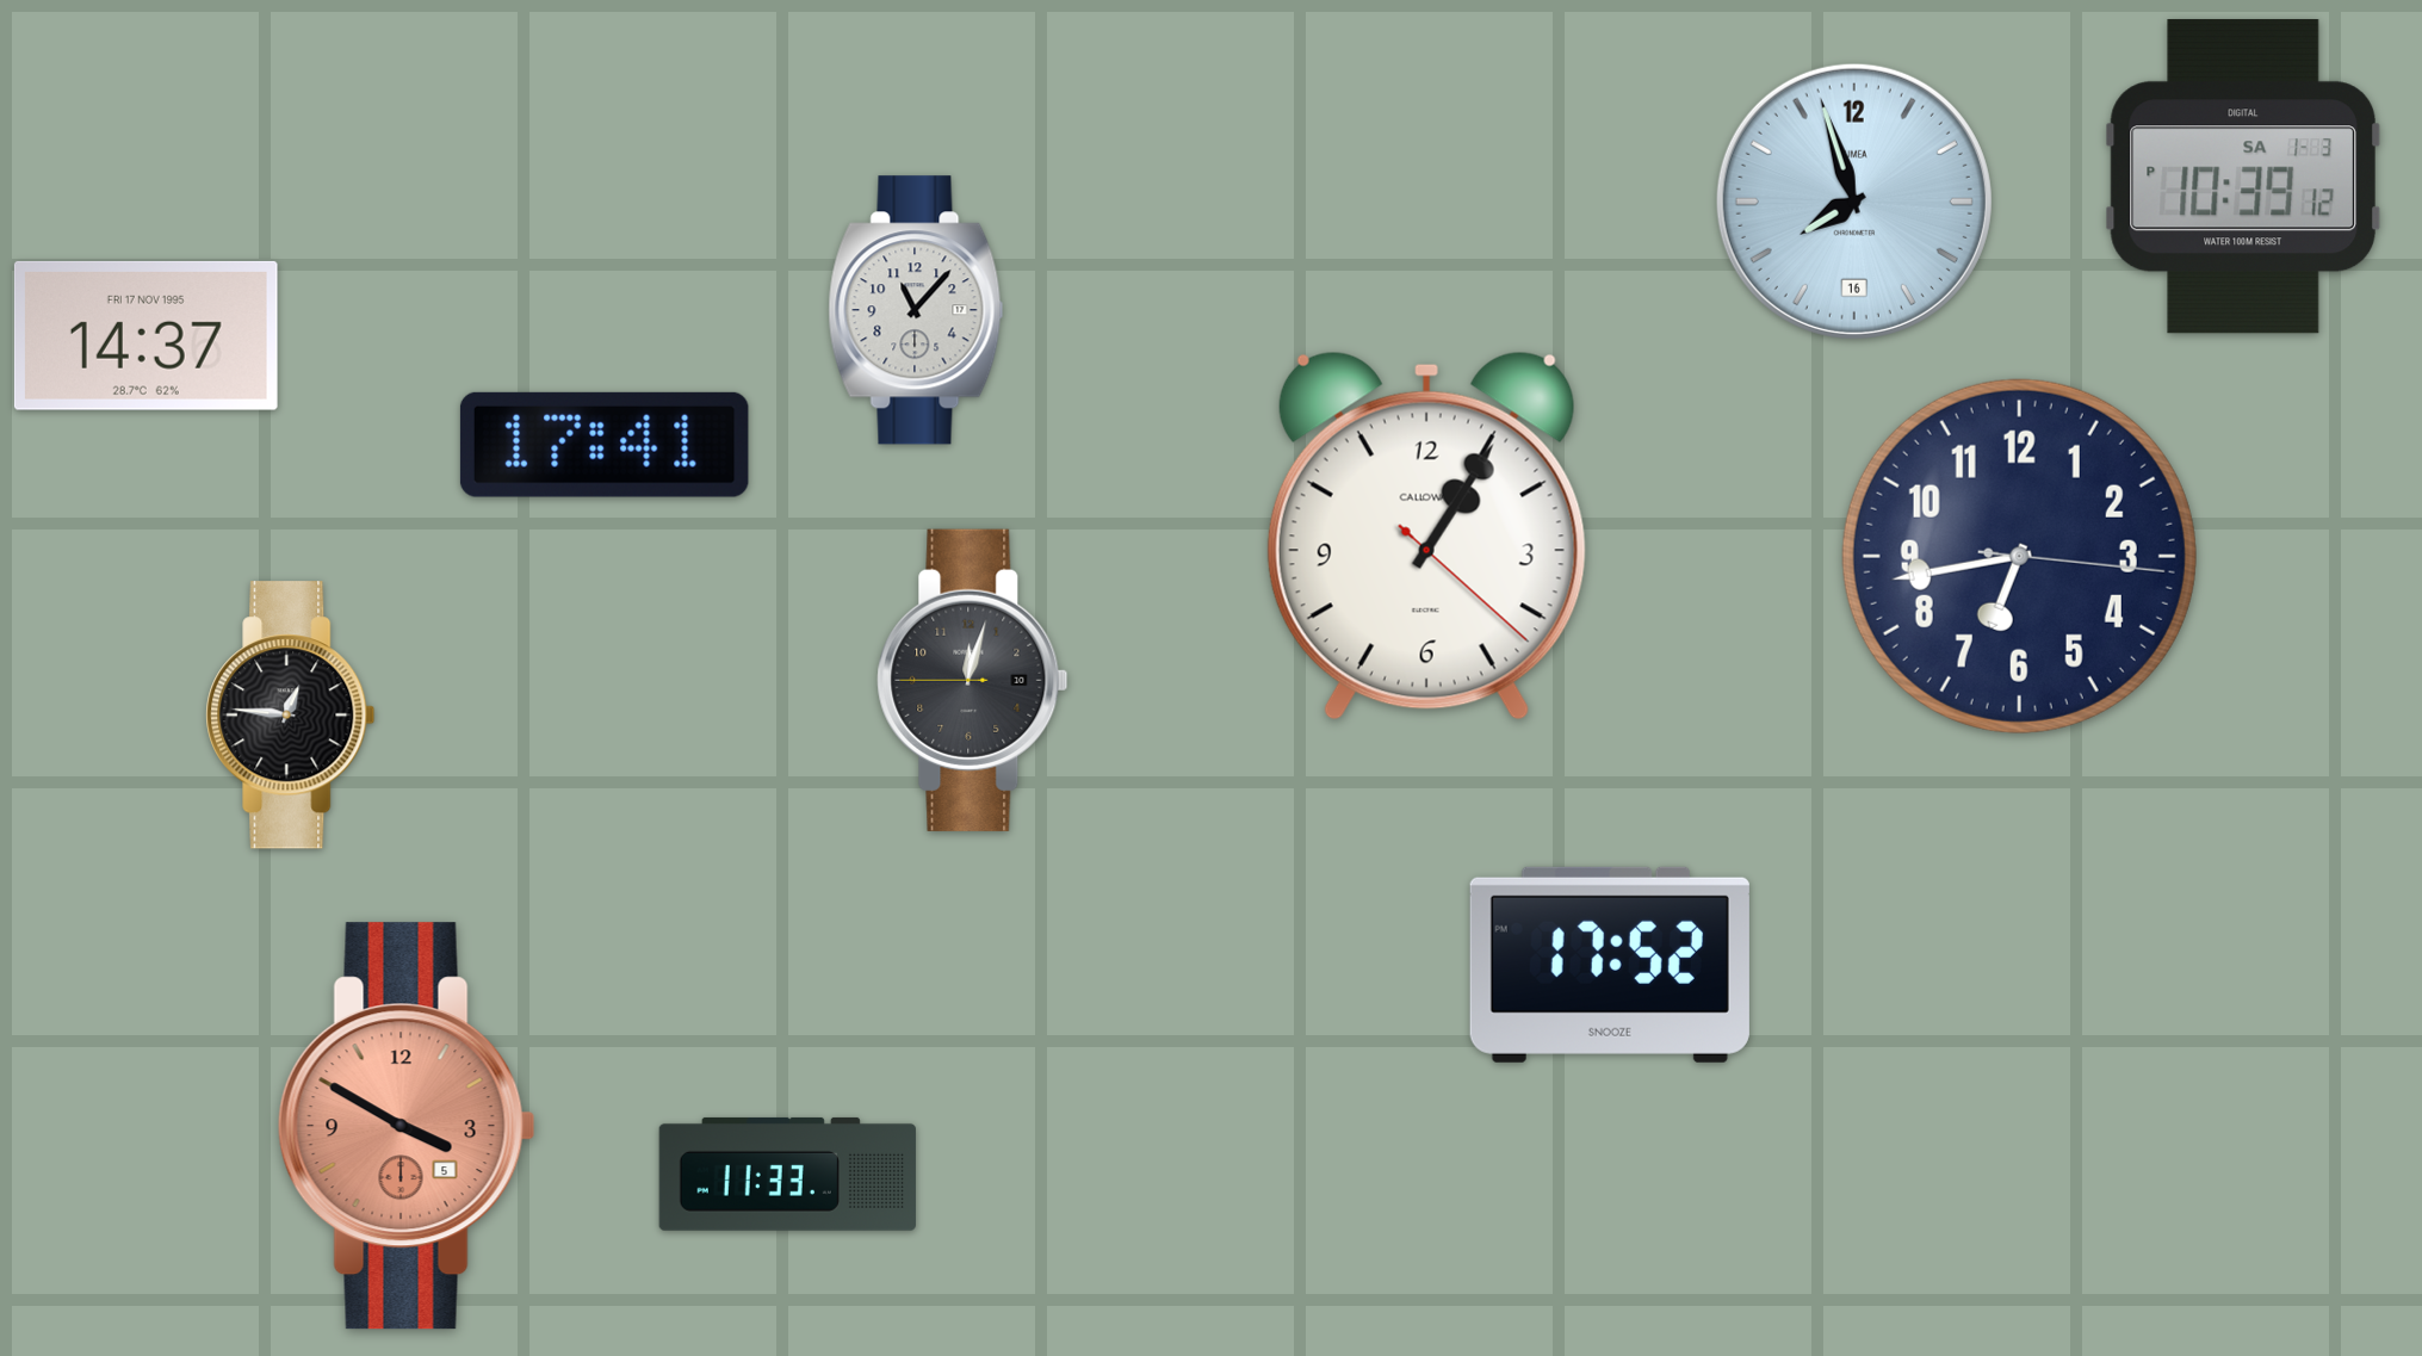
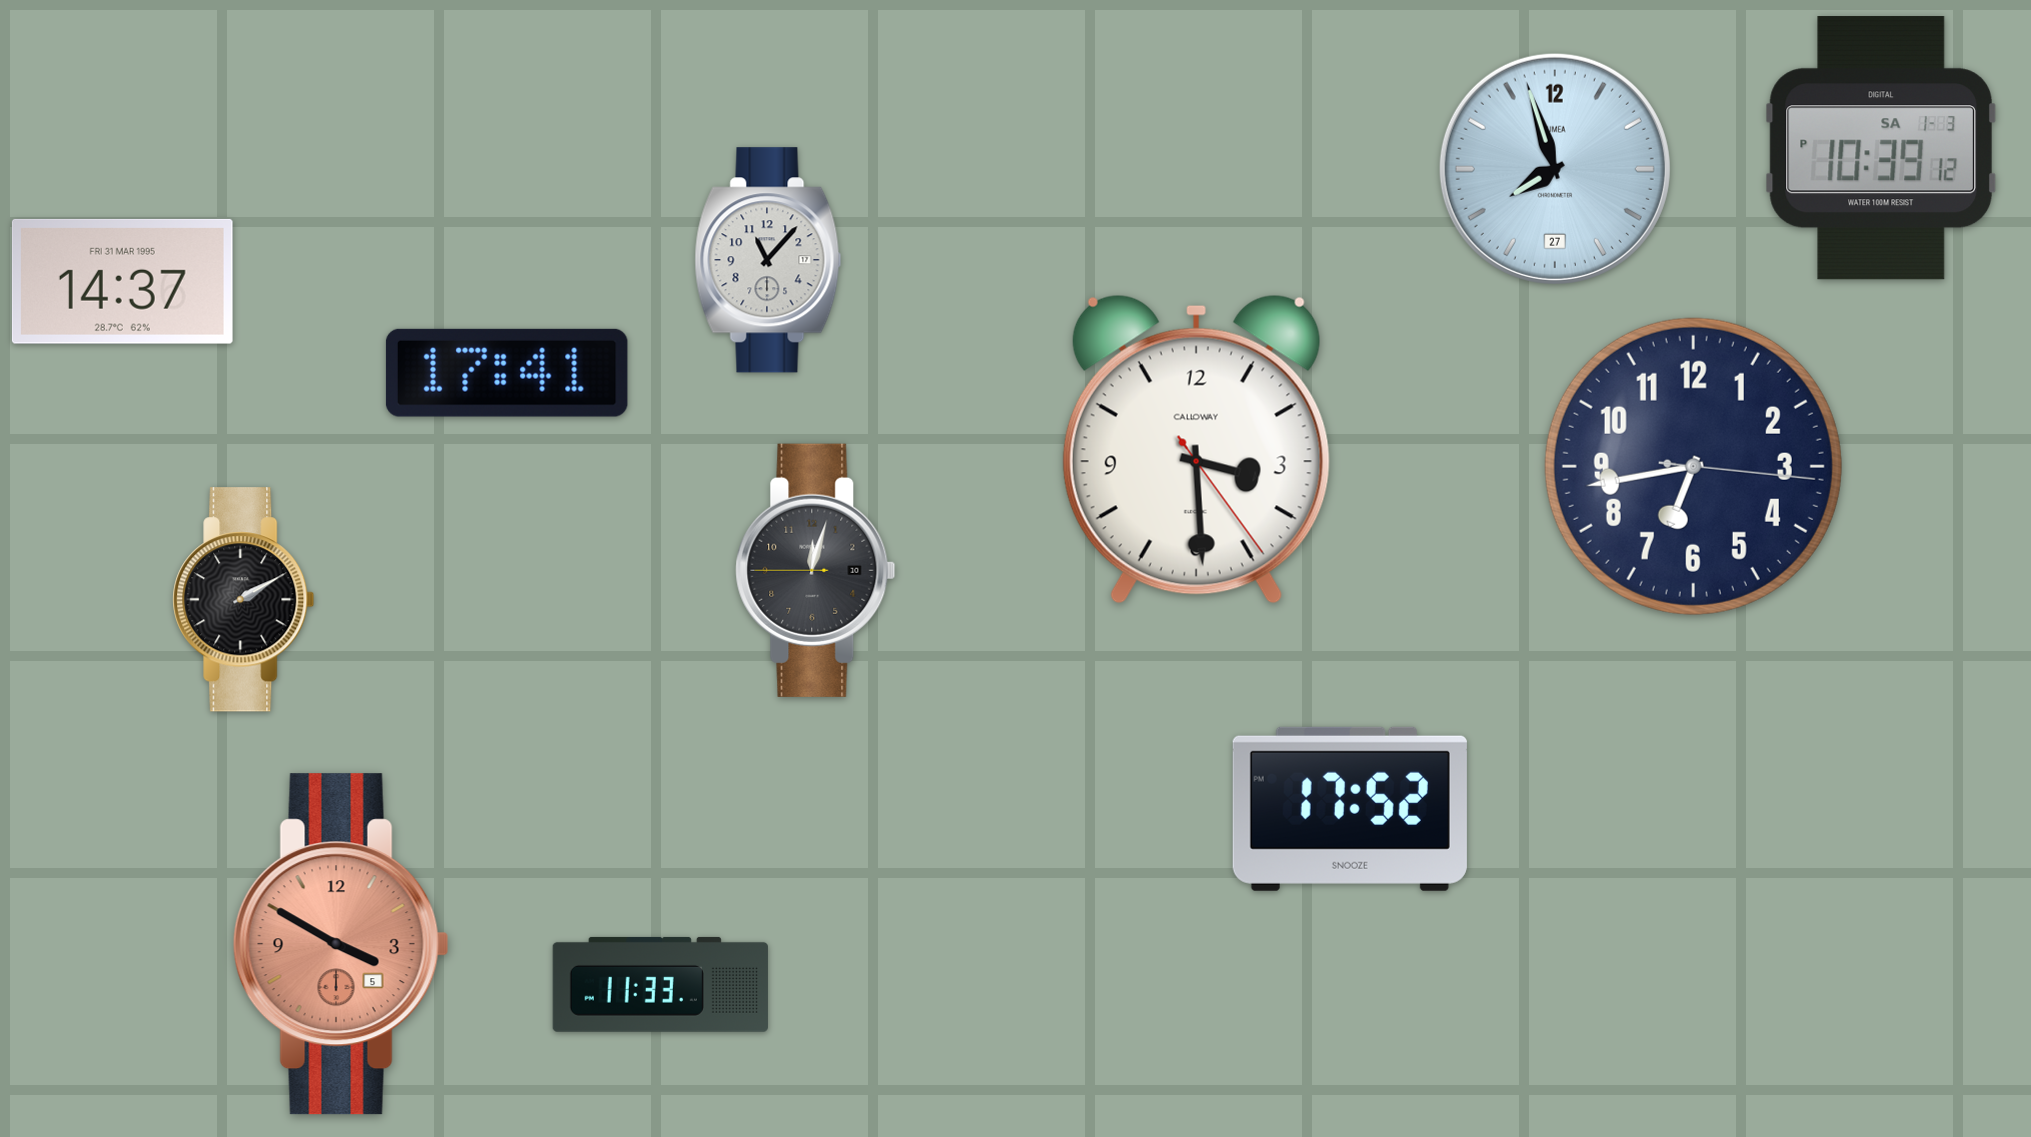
clock at (1854, 202) date: 16 -> 27
clock at (145, 335) date: FRI 17 NOV 1995 -> FRI 31 MAR 1995
clock at (1426, 535): 1:05 -> 3:29
clock at (291, 716): 12:46 -> 2:10
